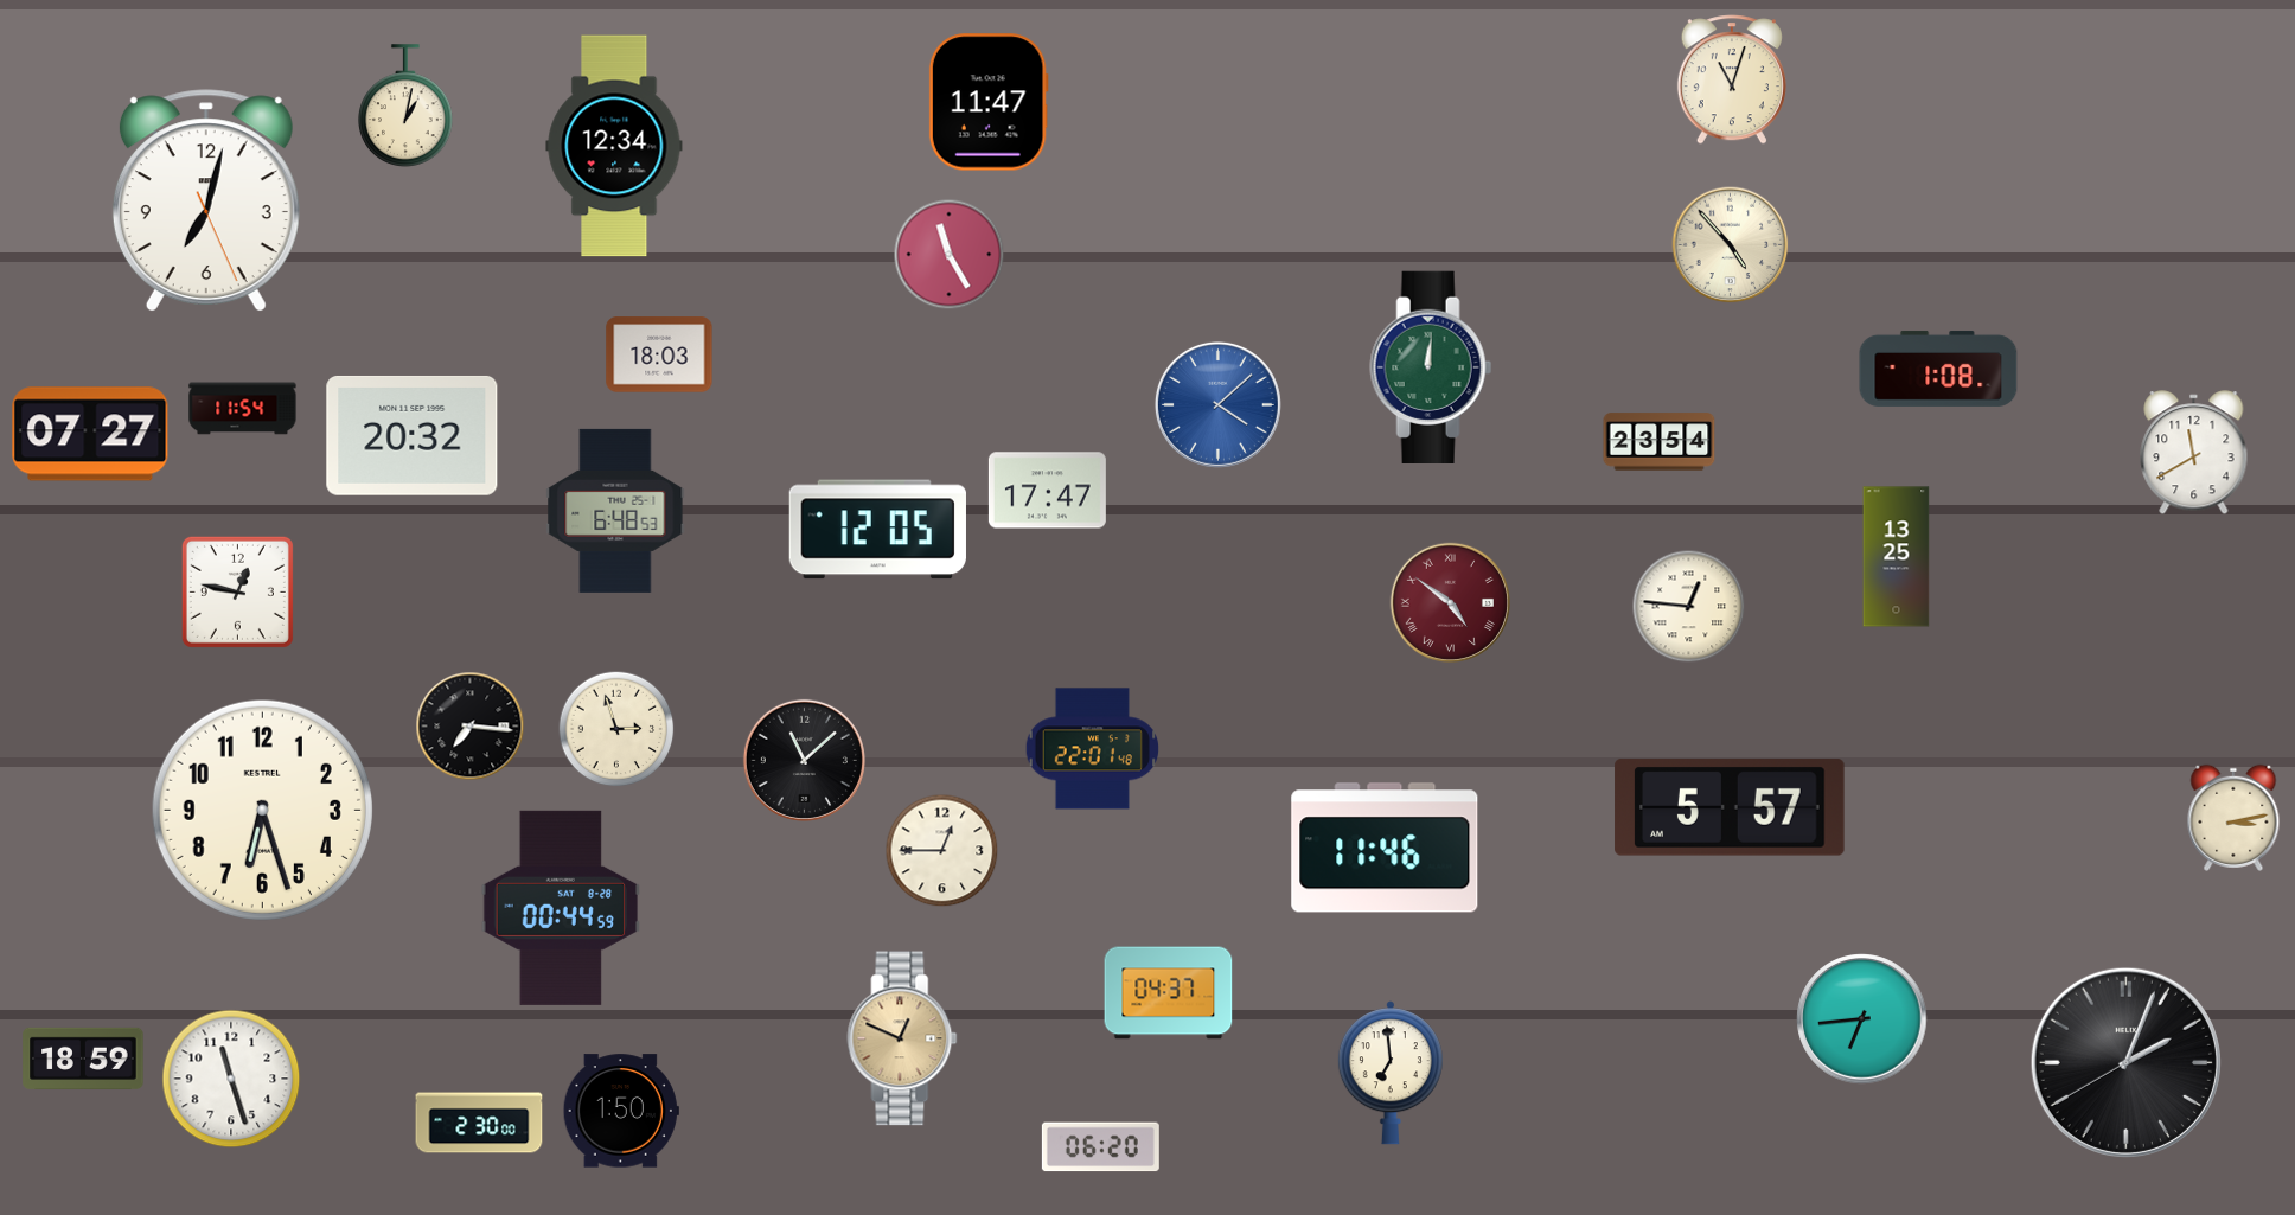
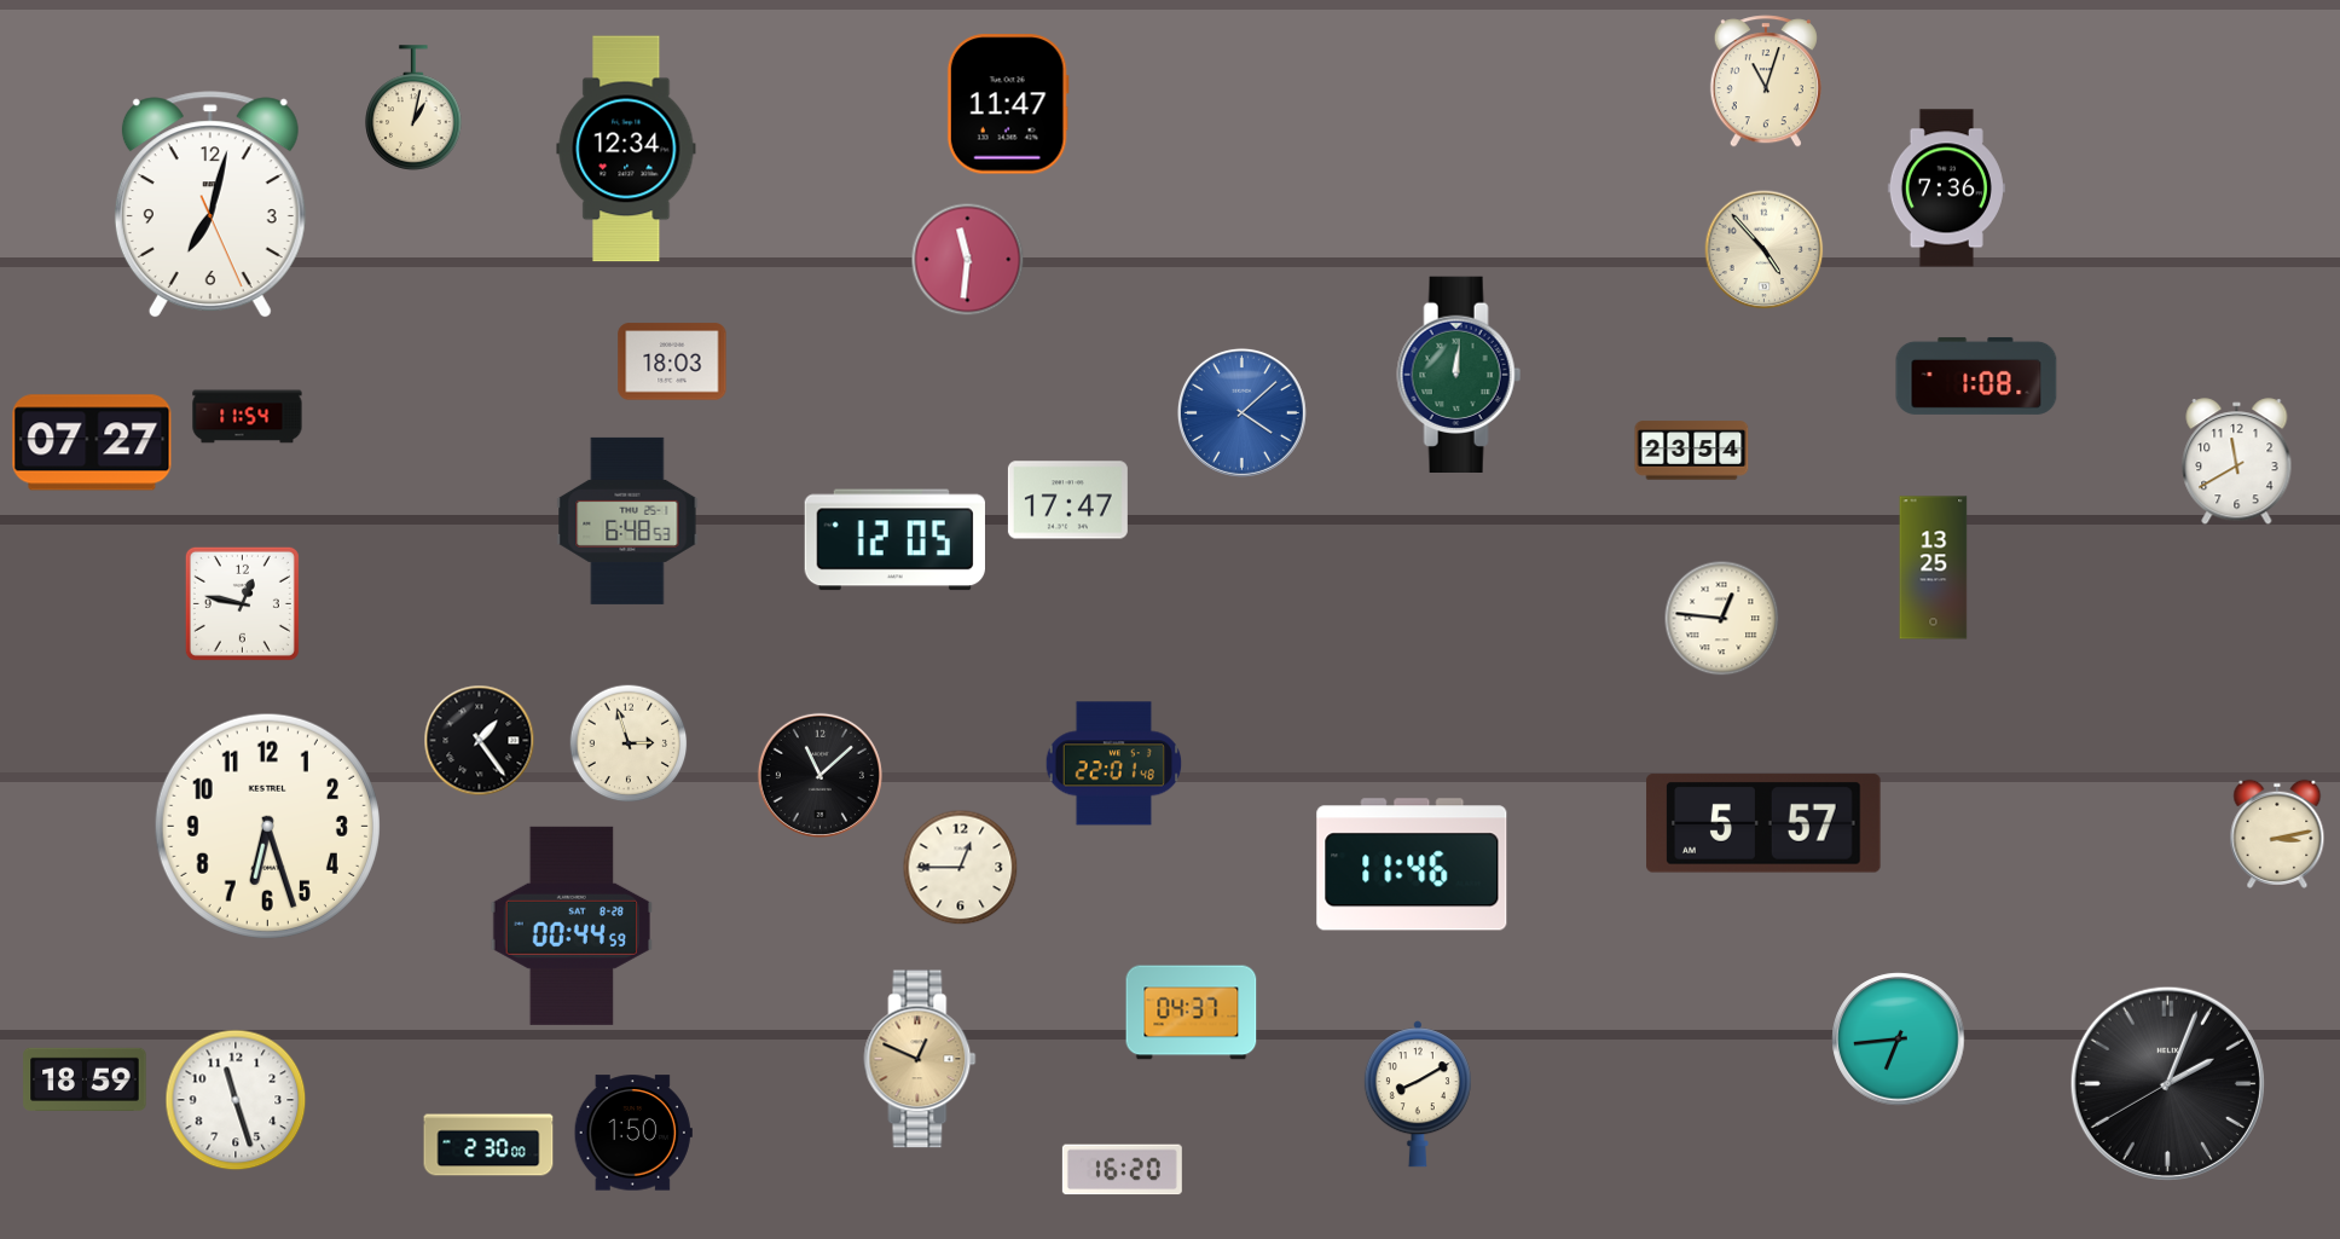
clock at (1946, 189): none -> 7:36
clock at (950, 255): 11:25 -> 11:31
clock at (413, 435): 20:32 -> none
clock at (1450, 602): 4:51 -> none
clock at (471, 727): 7:16 -> 1:24
clock at (1391, 1073): 6:59 -> 8:10
clock at (1100, 1147): 06:20 -> 16:20
